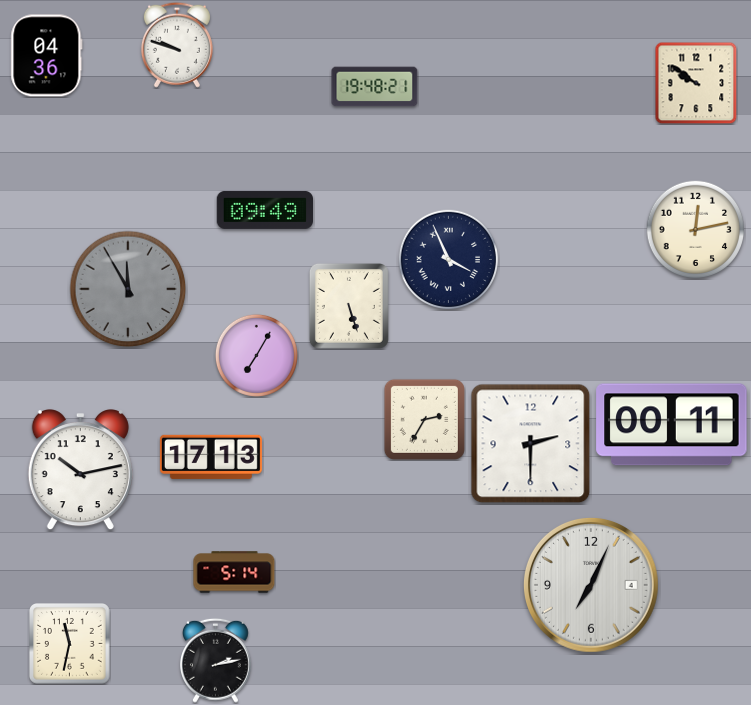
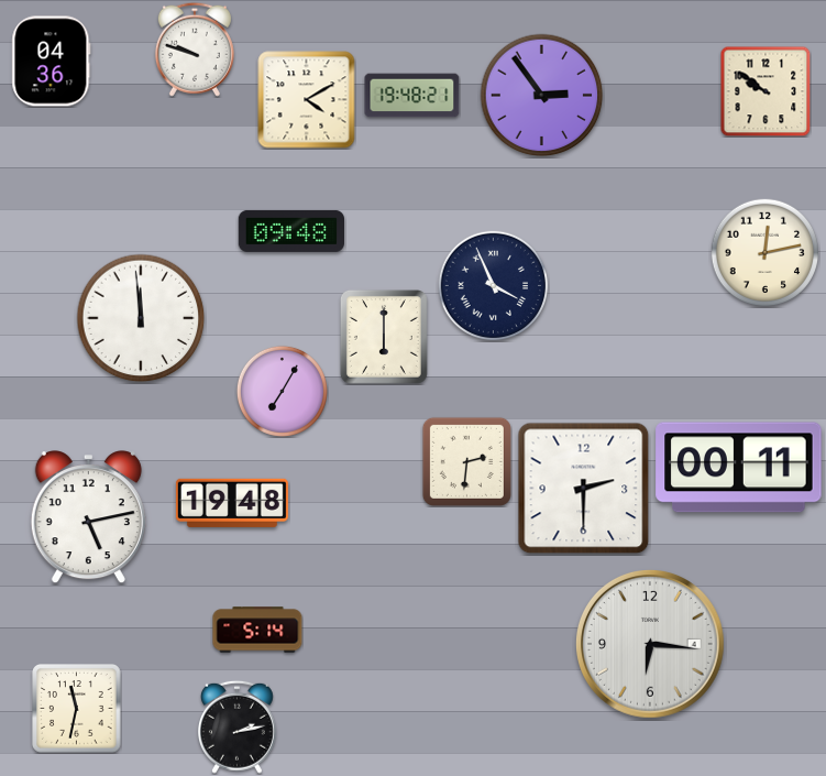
clock at (542, 96): none -> 2:54
clock at (307, 100): none -> 4:10
clock at (264, 210): 09:49 -> 09:48
clock at (128, 289): 11:55 -> 11:59
clock at (128, 289) dial: grey -> white
clock at (349, 306): 5:27 -> 6:00
clock at (424, 419): 2:35 -> 2:31
clock at (211, 457): 17:13 -> 19:48
clock at (80, 470): 10:13 -> 5:13
clock at (592, 586): 7:04 -> 6:16
